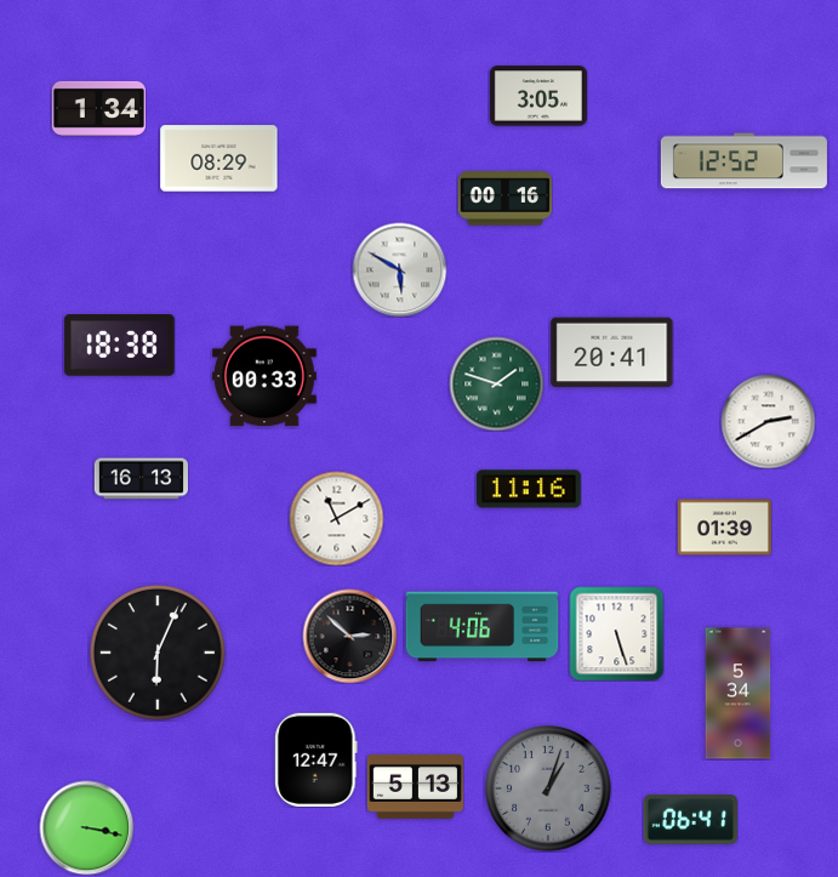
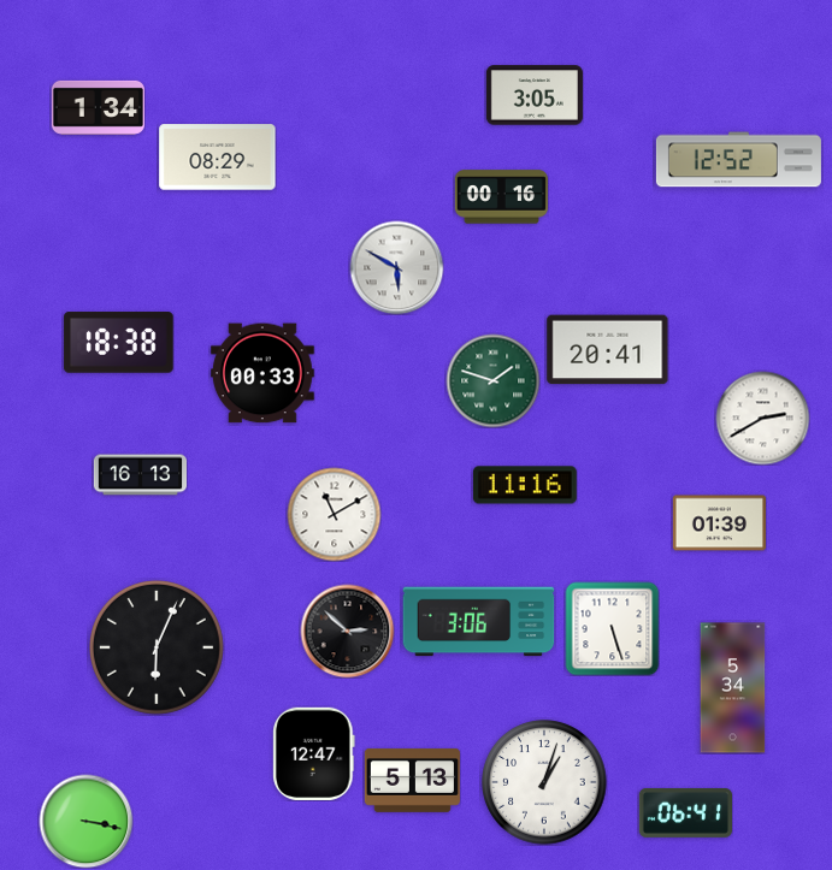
clock at (483, 627): 4:06 -> 3:06
clock at (548, 788) dial: grey -> white
